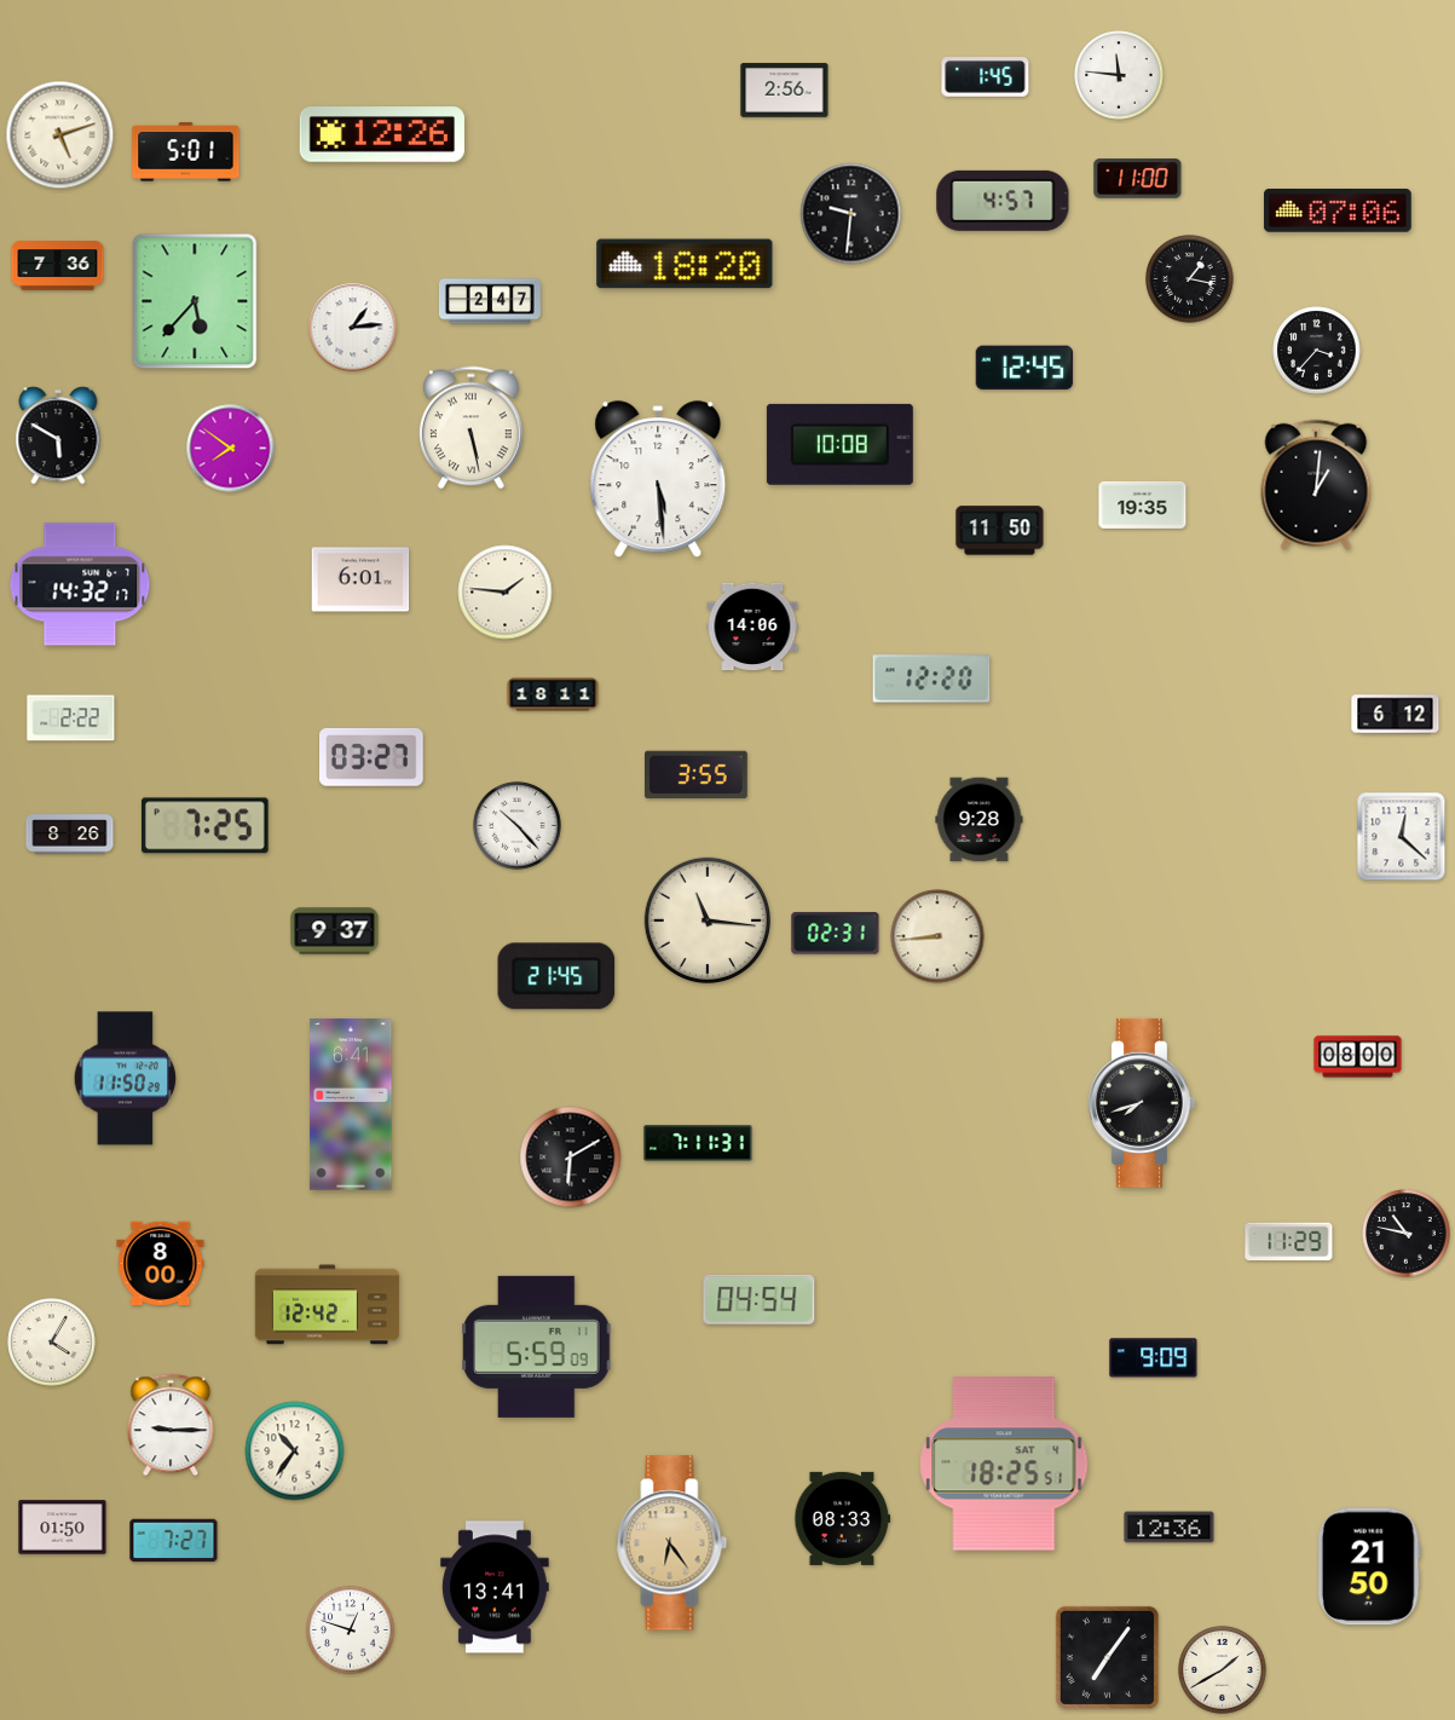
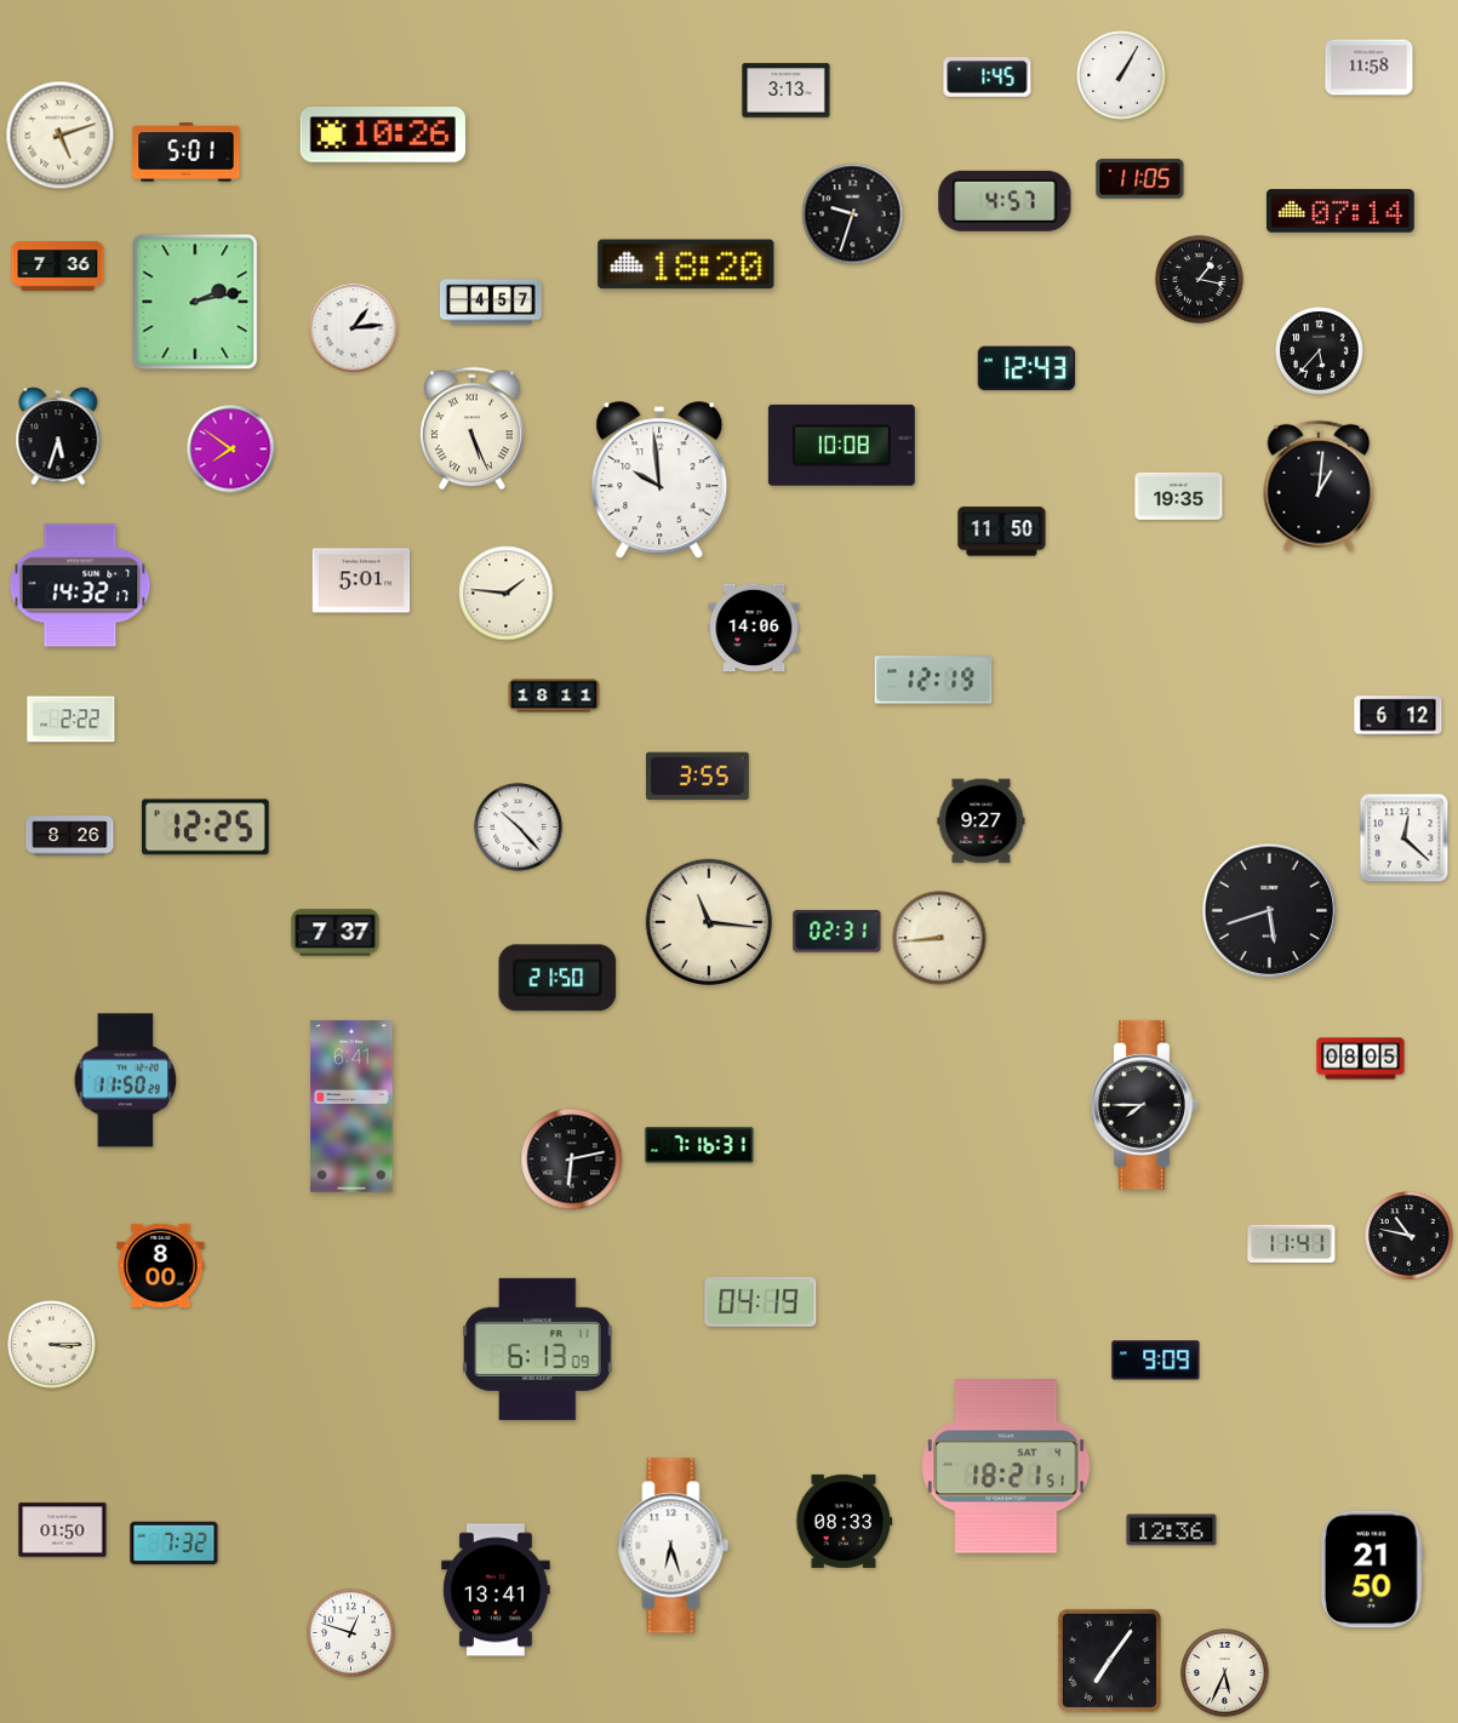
clock at (1370, 68): none -> 11:58
clock at (1119, 75): 11:46 -> 1:05
clock at (785, 91): 2:56 -> 3:13
clock at (381, 134): 12:26 -> 10:26
clock at (1138, 179): 11:00 -> 11:05
clock at (1338, 212): 07:06 -> 07:14
clock at (851, 214): 9:31 -> 9:33
clock at (1190, 279) position: (1190, 279) -> (1200, 280)
clock at (195, 301): 5:37 -> 2:13
clock at (490, 301): 2:47 -> 4:57
clock at (1317, 351): 3:37 -> 5:37
clock at (1023, 368): 12:45 -> 12:43
clock at (470, 428): 5:28 -> 5:26
clock at (58, 435): 5:50 -> 5:33
clock at (658, 480): 5:29 -> 9:59
clock at (1143, 504) position: (1143, 504) -> (1179, 496)
clock at (360, 579): 6:01 -> 5:01
clock at (931, 679): 12:20 -> 12:19
clock at (373, 757): 03:27 -> none
clock at (980, 820): 9:28 -> 9:27
clock at (206, 826): 7:25 -> 12:25
clock at (1270, 911): none -> 5:42
clock at (335, 931): 9:37 -> 7:37
clock at (836, 934) position: (836, 934) -> (837, 932)
clock at (556, 976): 21:45 -> 21:50
clock at (1358, 1057): 08:00 -> 08:05
clock at (1142, 1103): 7:42 -> 7:45
clock at (698, 1143): 7:11 -> 7:16
clock at (571, 1158): 6:10 -> 6:13
clock at (1289, 1242): 11:29 -> 11:41
clock at (760, 1299): 04:54 -> 04:19
clock at (327, 1305): 12:42 -> none
clock at (52, 1343): 4:05 -> 3:15
clock at (537, 1346): 5:59 -> 6:13
clock at (171, 1425): 9:15 -> none
clock at (295, 1451): 10:36 -> none
clock at (1004, 1464): 18:25 -> 18:21
clock at (174, 1541): 7:27 -> 7:32
clock at (672, 1543): 6:24 -> 6:27
clock at (672, 1543) dial: champagne -> white
clock at (1223, 1670): 1:40 -> 5:34
